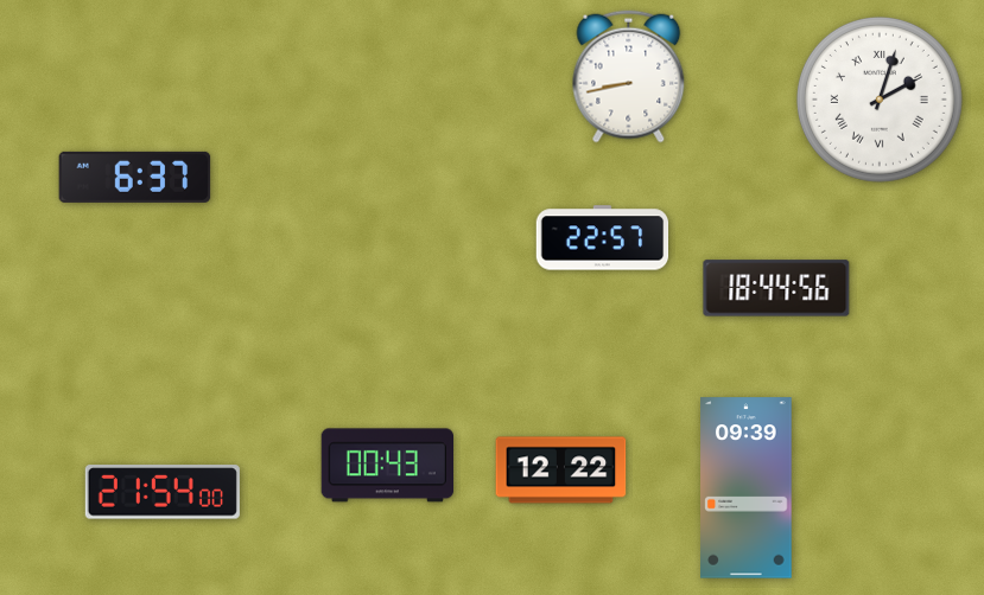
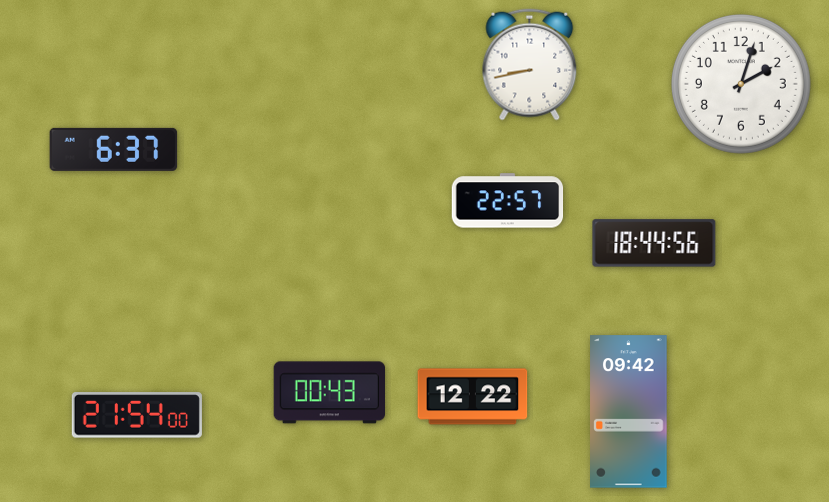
clock at (880, 100) numerals: Roman -> Arabic
clock at (387, 466) position: (387, 466) -> (329, 393)
clock at (747, 488): 09:39 -> 09:42
